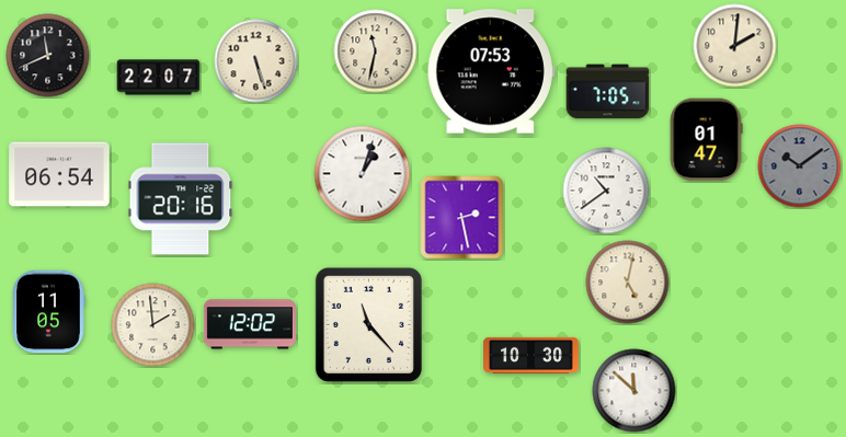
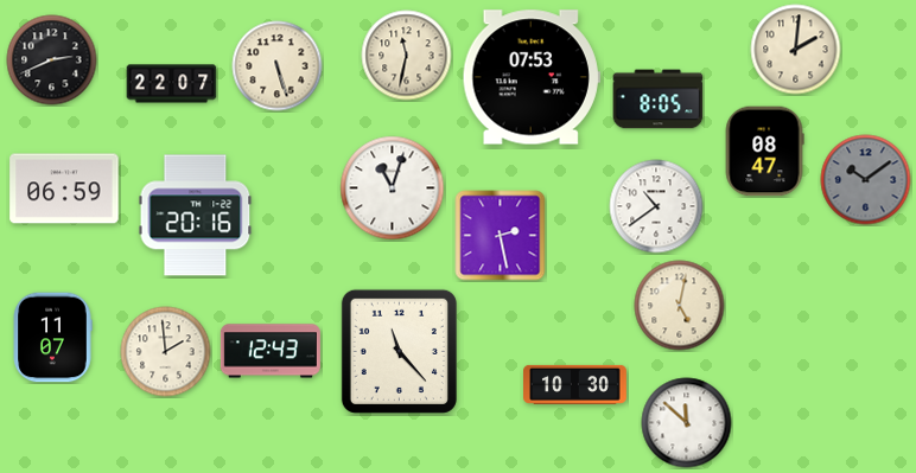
clock at (48, 56): 11:41 -> 2:41
clock at (608, 92): 7:05 -> 8:05
clock at (706, 140): 01:47 -> 08:47
clock at (59, 174): 06:54 -> 06:59
clock at (363, 174): 1:03 -> 11:03
clock at (48, 312): 11:05 -> 11:07
clock at (250, 324): 12:02 -> 12:43
